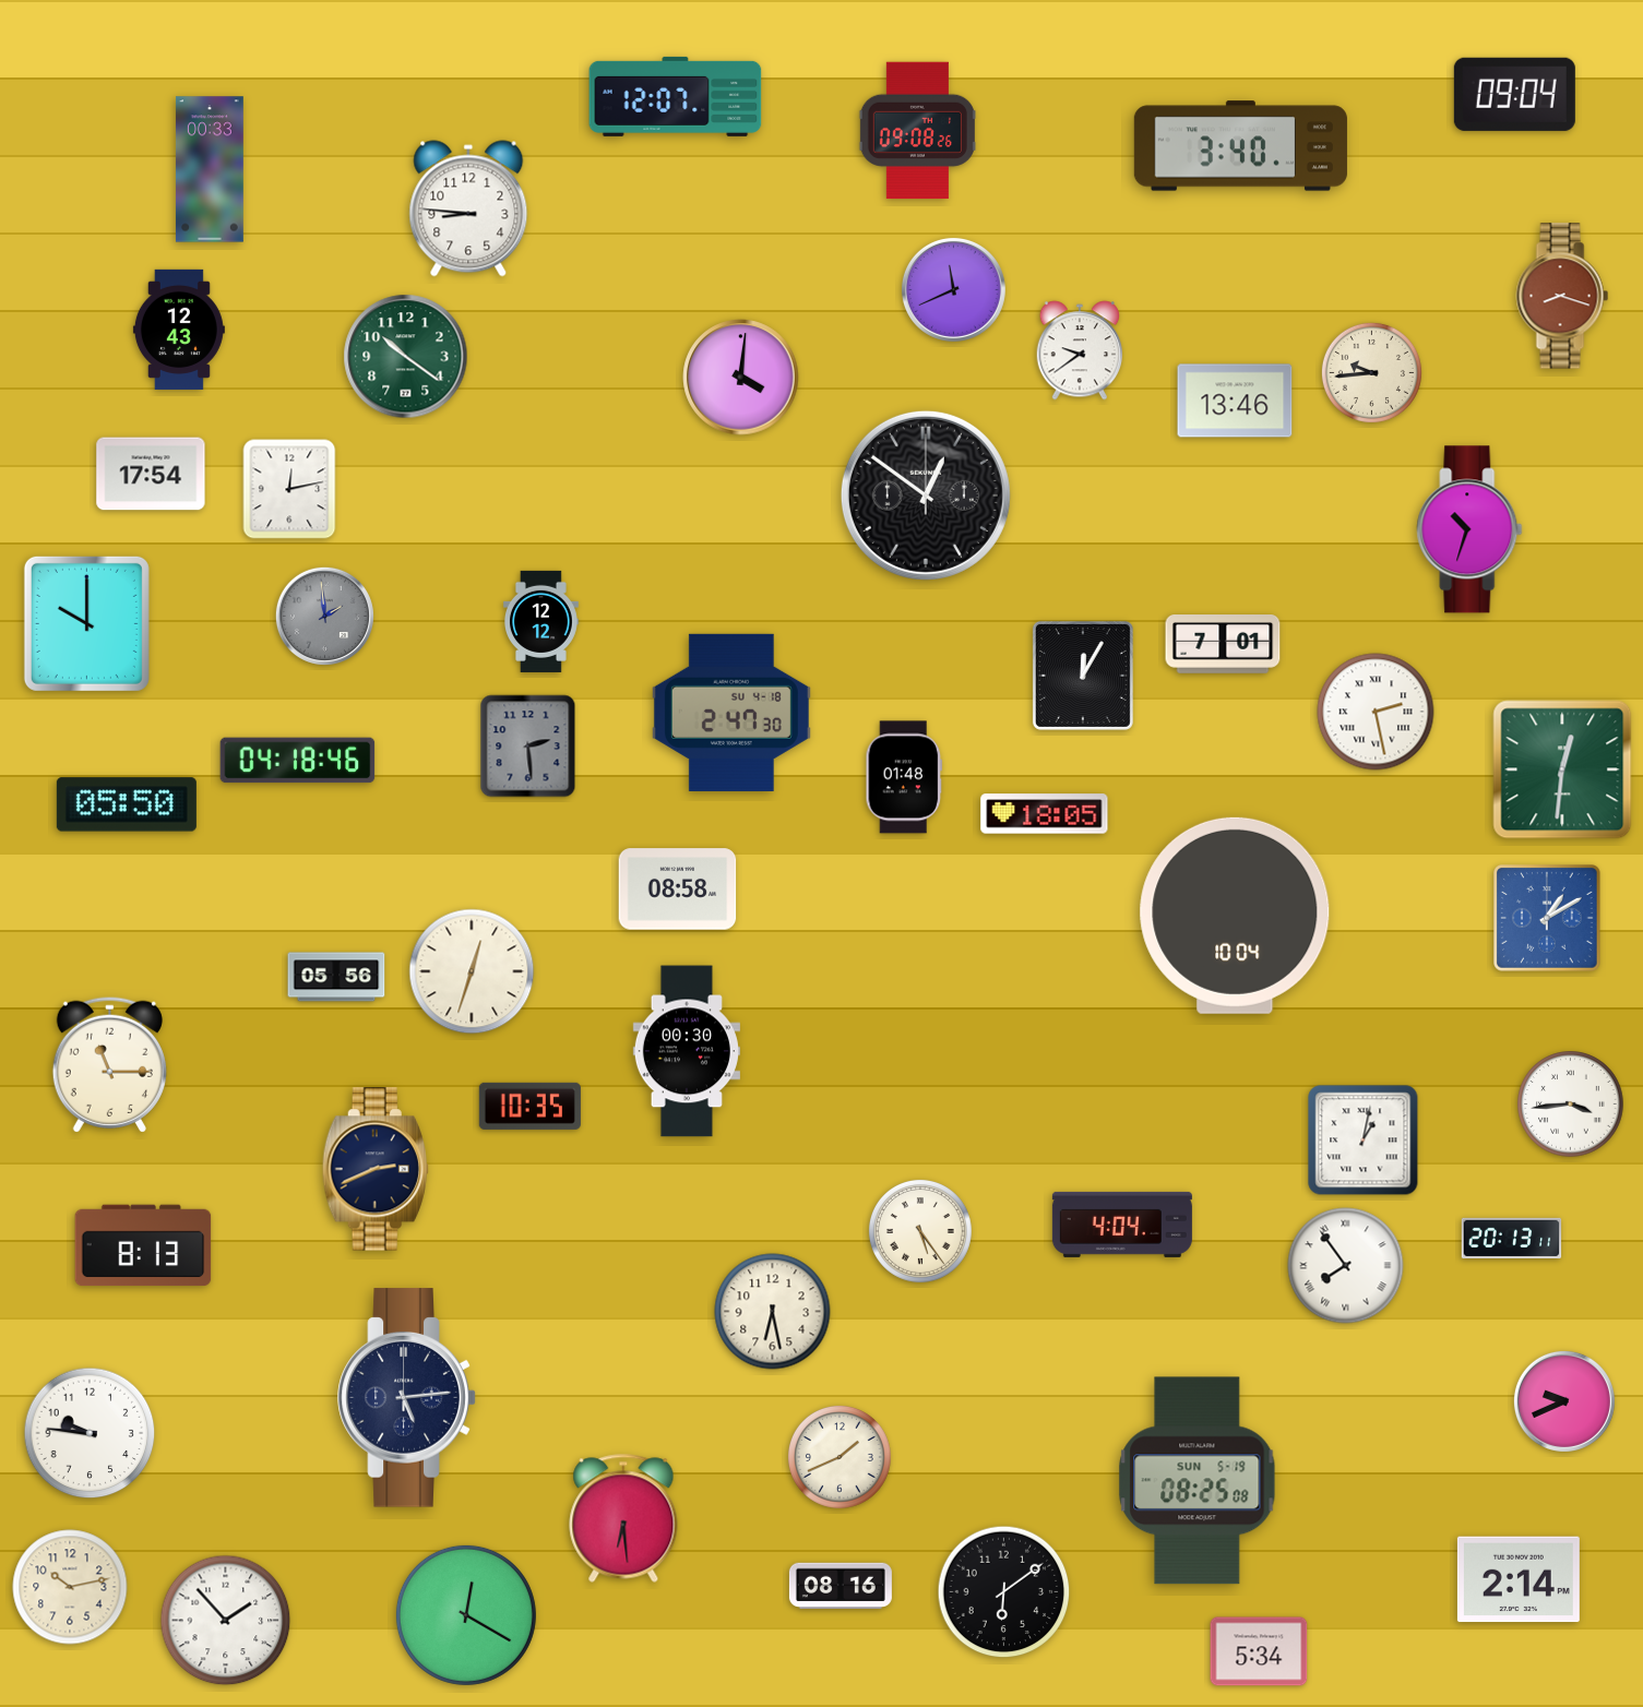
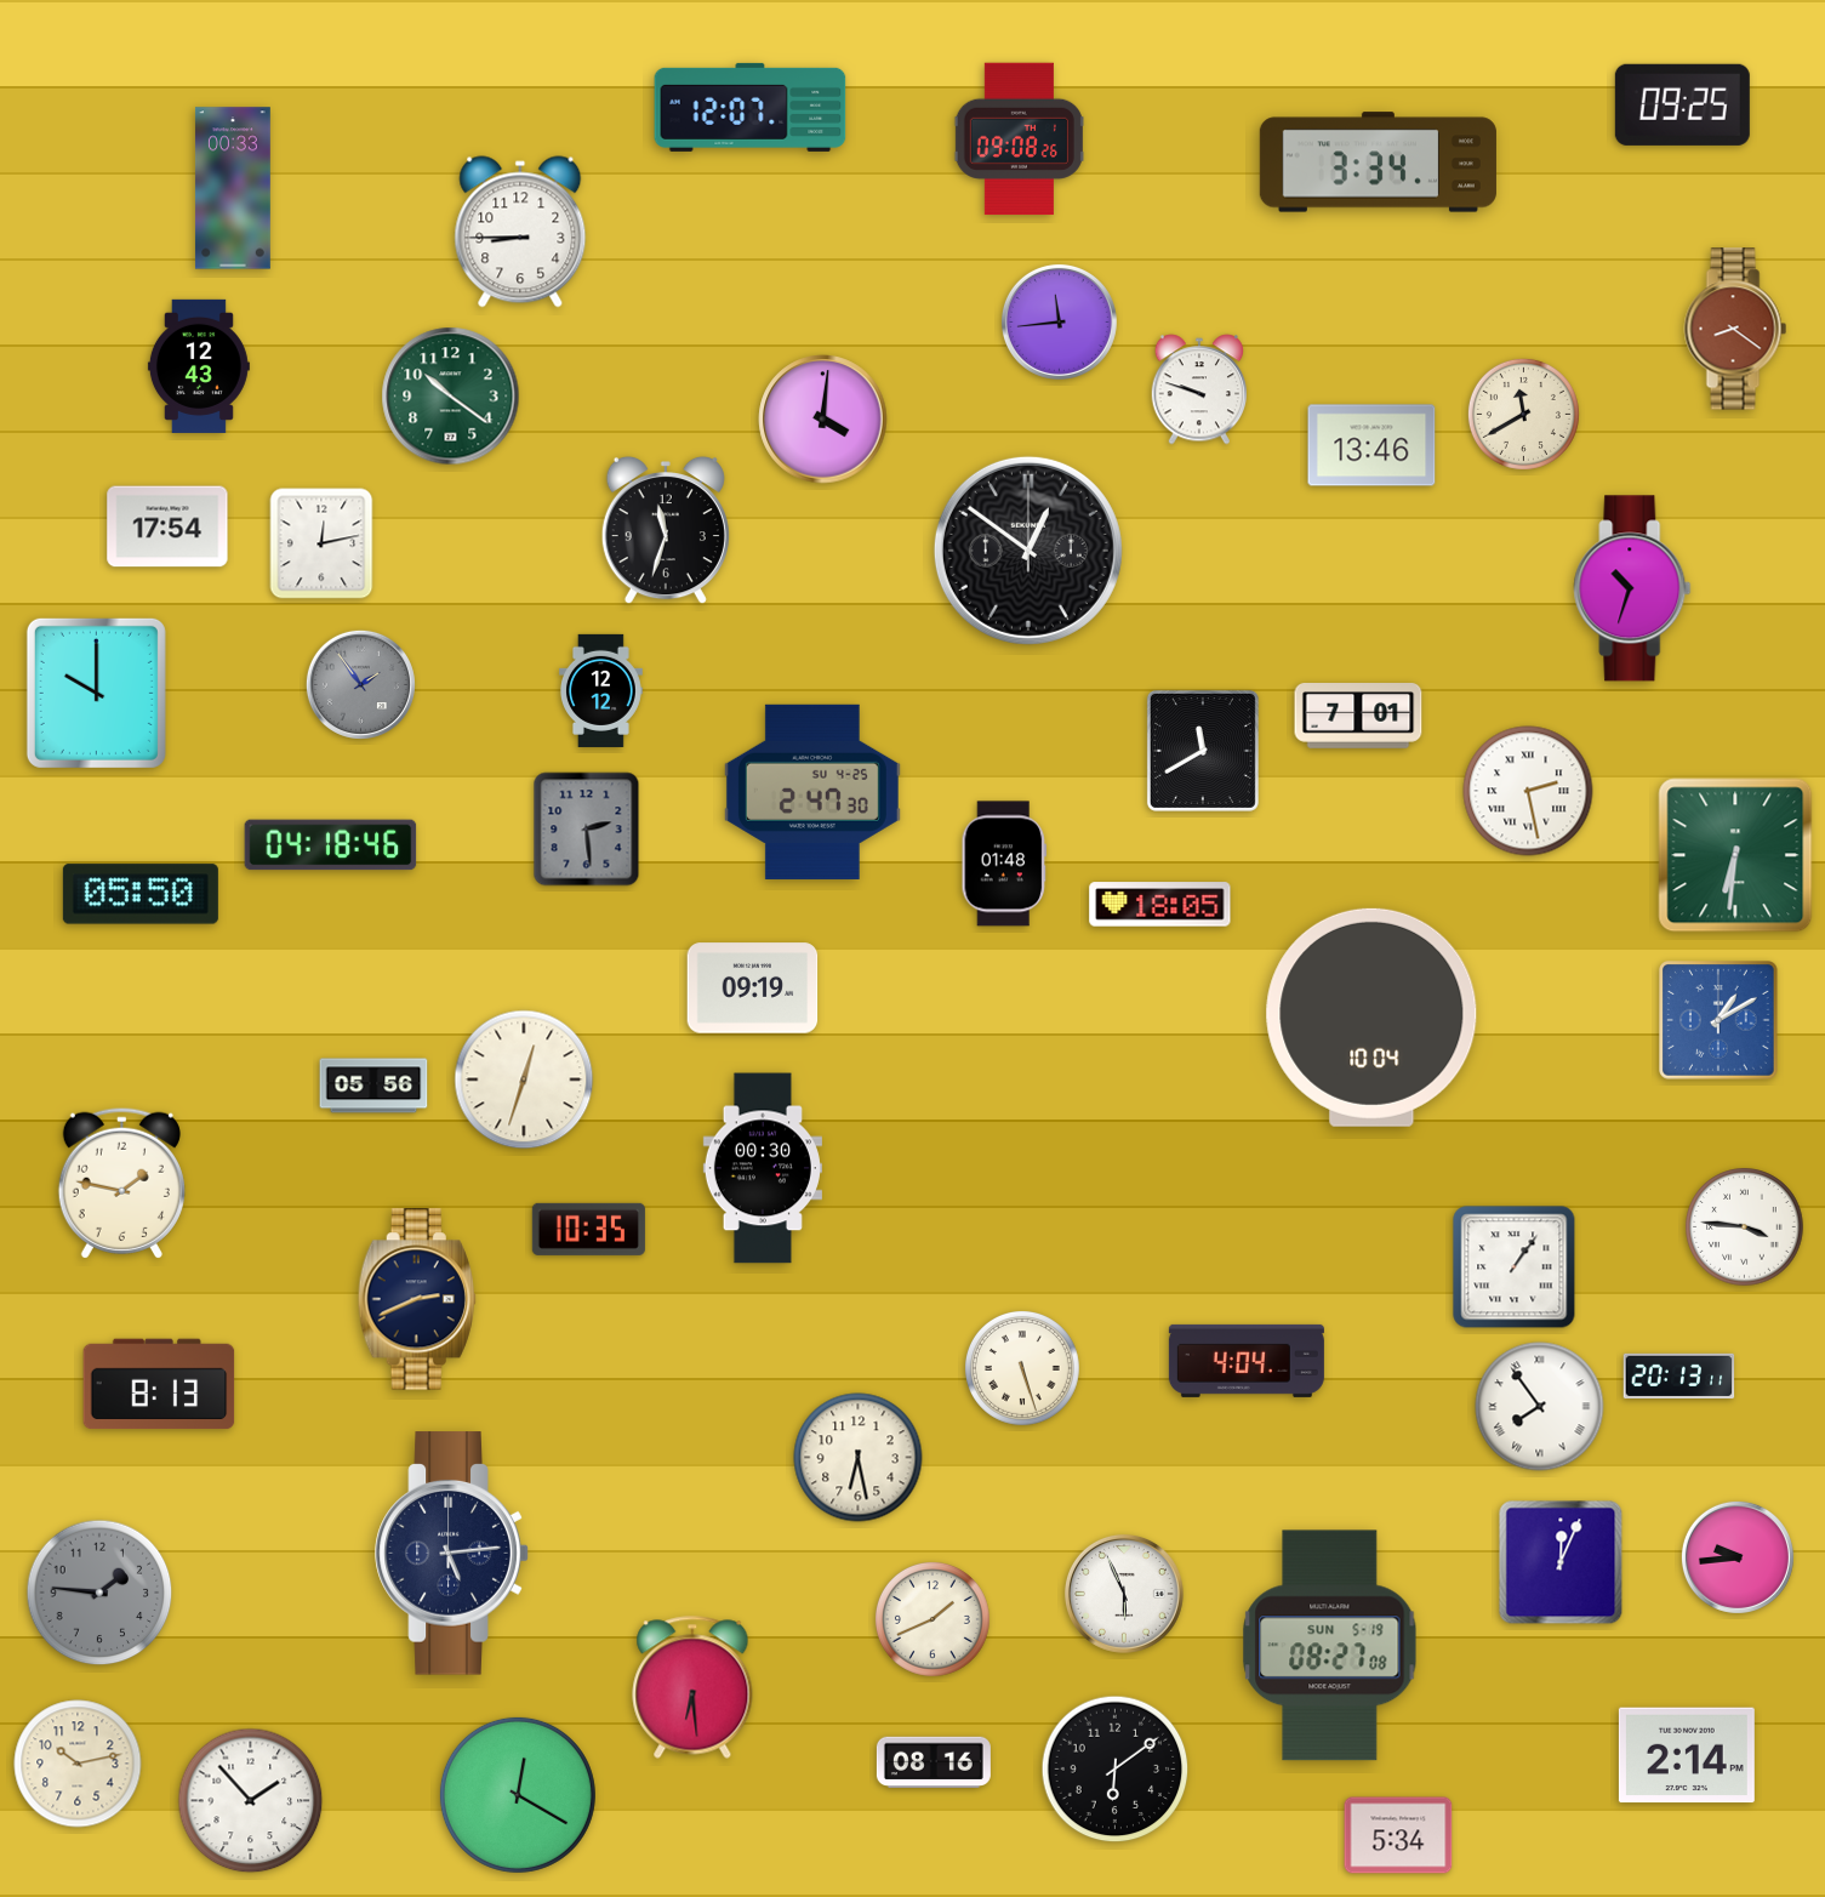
clock at (1514, 94): 09:04 -> 09:25
clock at (917, 131) position: (917, 131) -> (1019, 139)
clock at (1240, 146): 3:40 -> 3:34
clock at (468, 208): 8:46 -> 8:45
clock at (953, 289): 11:41 -> 11:44
clock at (1562, 296): 8:18 -> 8:21
clock at (1079, 350): 9:39 -> 9:48
clock at (1371, 372): 9:44 -> 11:40
clock at (666, 530): none -> 11:33
clock at (324, 616): 1:59 -> 1:54
clock at (1083, 676): 12:05 -> 11:40
clock at (731, 713) date: SU 4-18 -> SU 4-25
clock at (1562, 769): 12:31 -> 6:31
clock at (678, 890): 08:58 -> 09:19
clock at (109, 1064): 11:15 -> 1:47
clock at (1571, 1105): 3:44 -> 3:46
clock at (1364, 1141): 1:02 -> 1:06
clock at (920, 1231): 5:24 -> 5:27
clock at (1346, 1266) position: (1346, 1266) -> (1540, 1407)
clock at (1564, 1401): 9:41 -> 9:44
clock at (1561, 1562): none -> 12:04
clock at (90, 1433): 9:46 -> 1:46
clock at (90, 1433) dial: white -> grey
clock at (1124, 1594): none -> 5:56
clock at (1198, 1481): 08:25 -> 08:27
